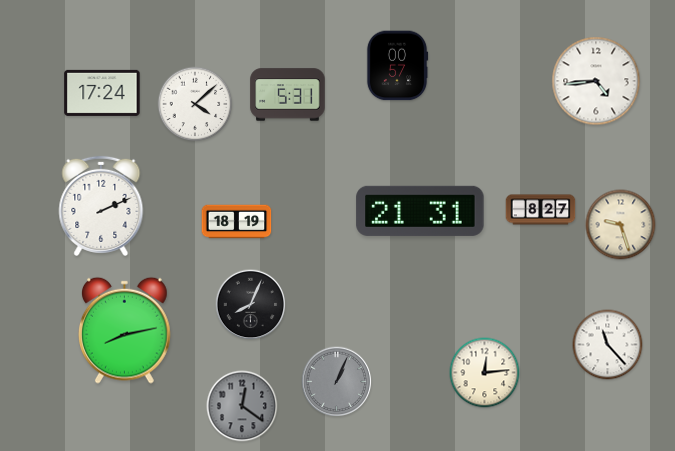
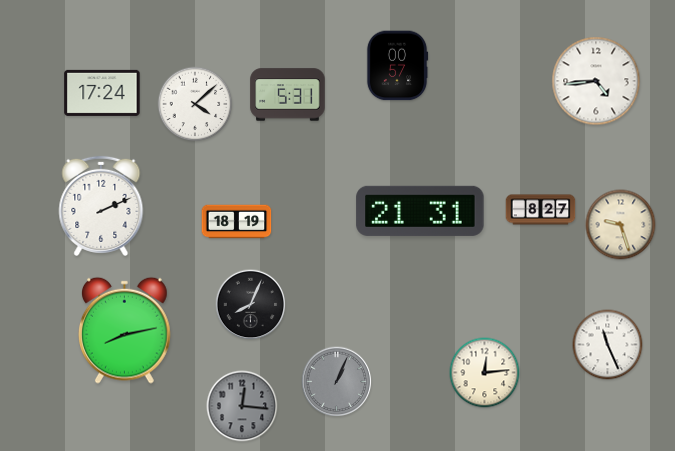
clock at (608, 345): 11:23 -> 11:26
clock at (242, 406): 12:21 -> 12:16
